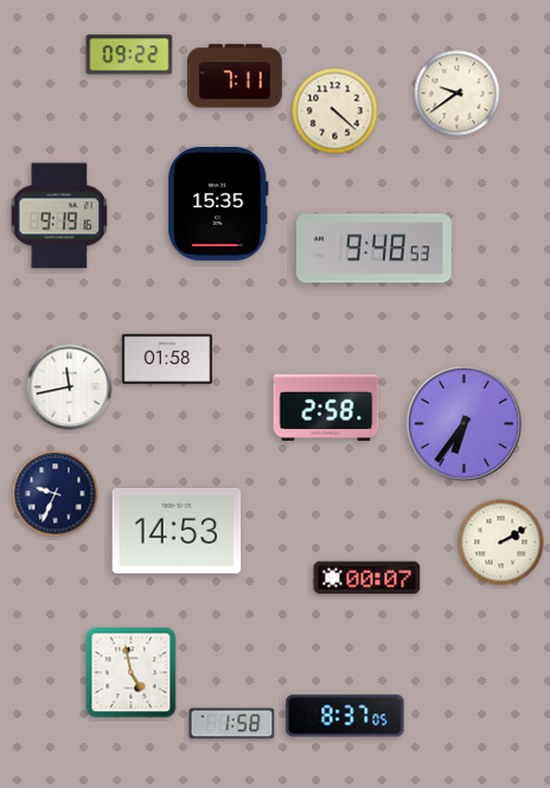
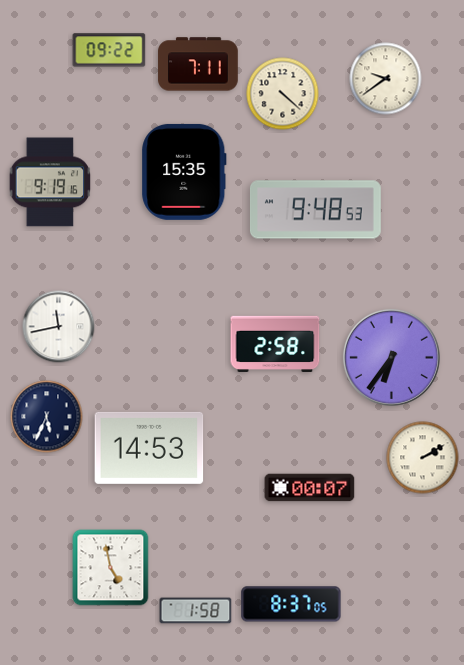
clock at (129, 55) position: (129, 55) -> (109, 50)
clock at (166, 359): 01:58 -> none
clock at (56, 494): 9:34 -> 5:34
